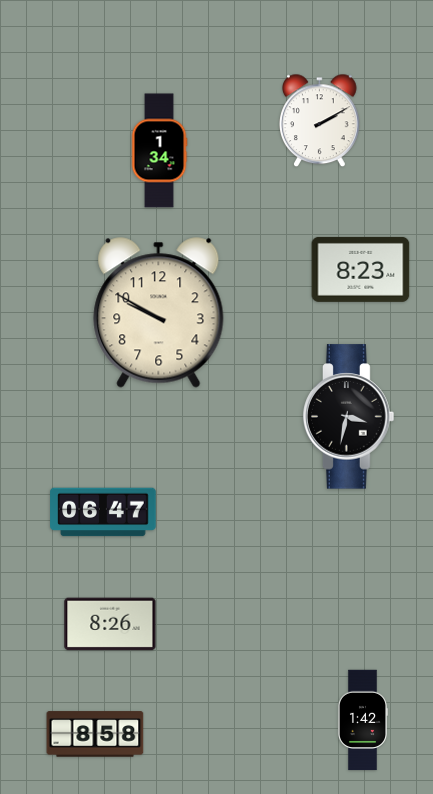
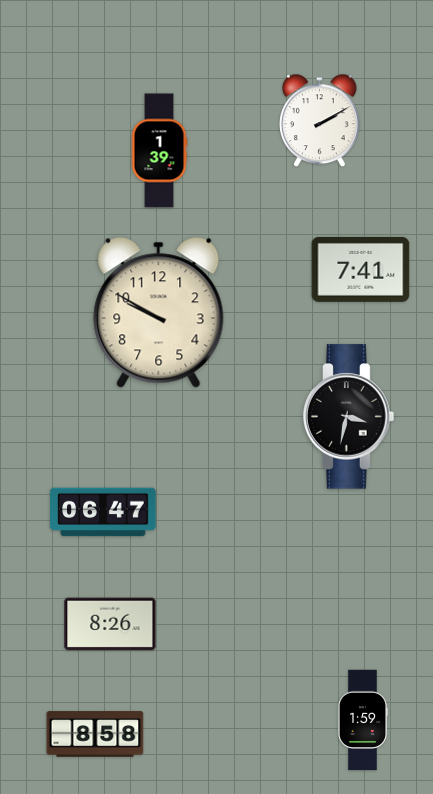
clock at (159, 151): 1:34 -> 1:39
clock at (361, 269): 8:23 -> 7:41
clock at (363, 720): 1:42 -> 1:59
